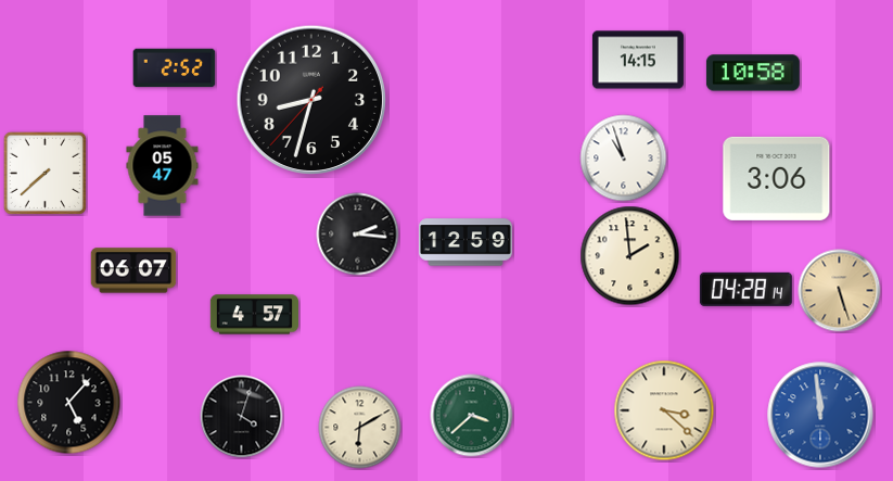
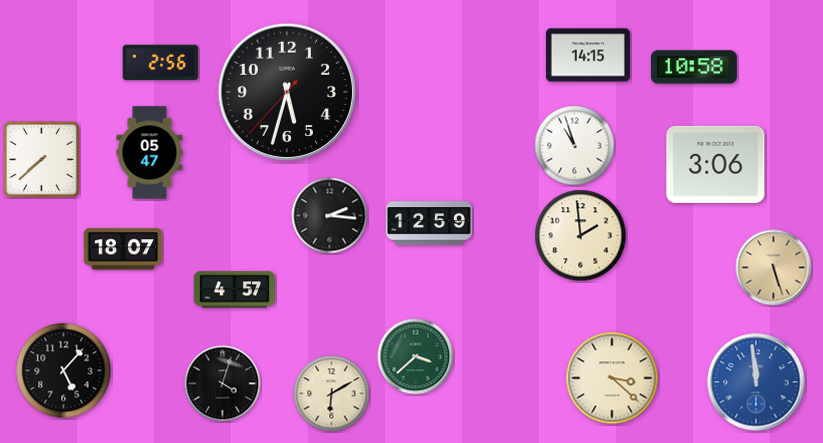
clock at (175, 68): 2:52 -> 2:56
clock at (311, 100): 8:32 -> 5:32
clock at (133, 270): 06:07 -> 18:07
clock at (745, 289): 04:28 -> none
clock at (472, 416) position: (472, 416) -> (416, 357)
